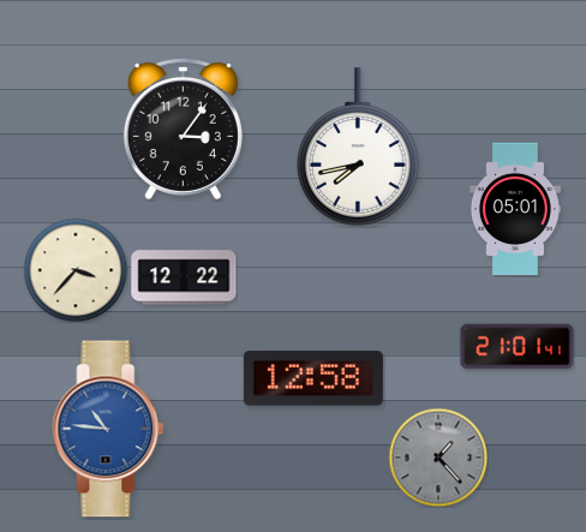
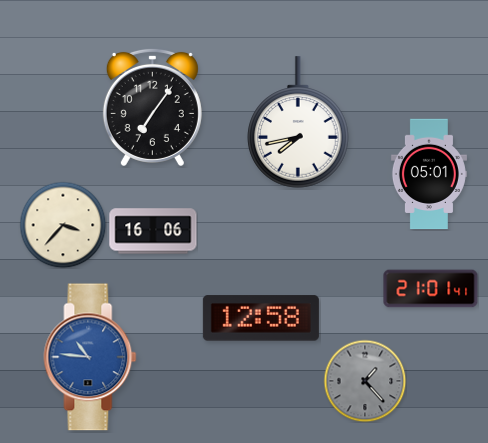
clock at (183, 128): 3:06 -> 7:06
clock at (184, 277): 12:22 -> 16:06
clock at (313, 378) position: (313, 378) -> (261, 318)
